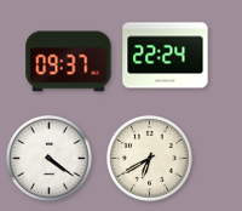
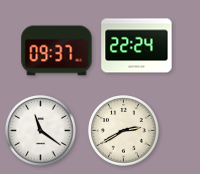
clock at (50, 159): 4:21 -> 11:21
clock at (150, 159): 6:40 -> 2:40
